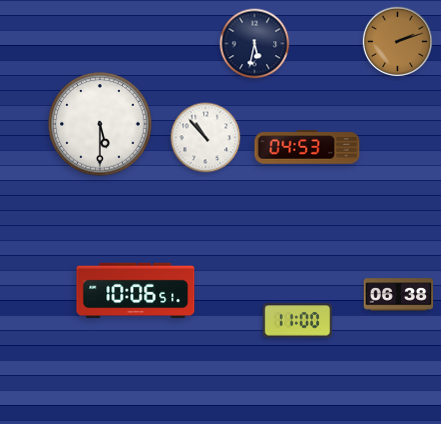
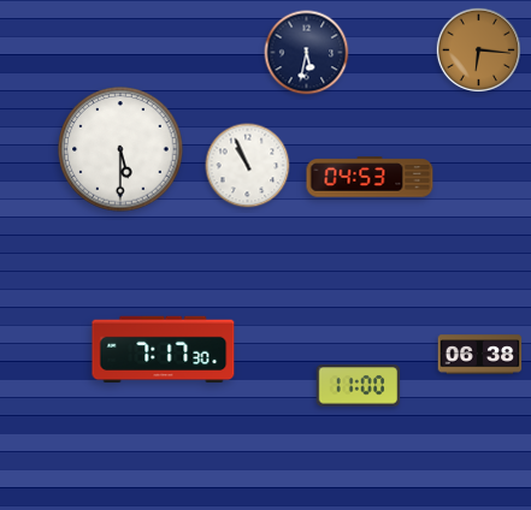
clock at (398, 42): 2:12 -> 6:16
clock at (206, 138): 10:53 -> 10:56
clock at (136, 291): 10:06 -> 7:17
